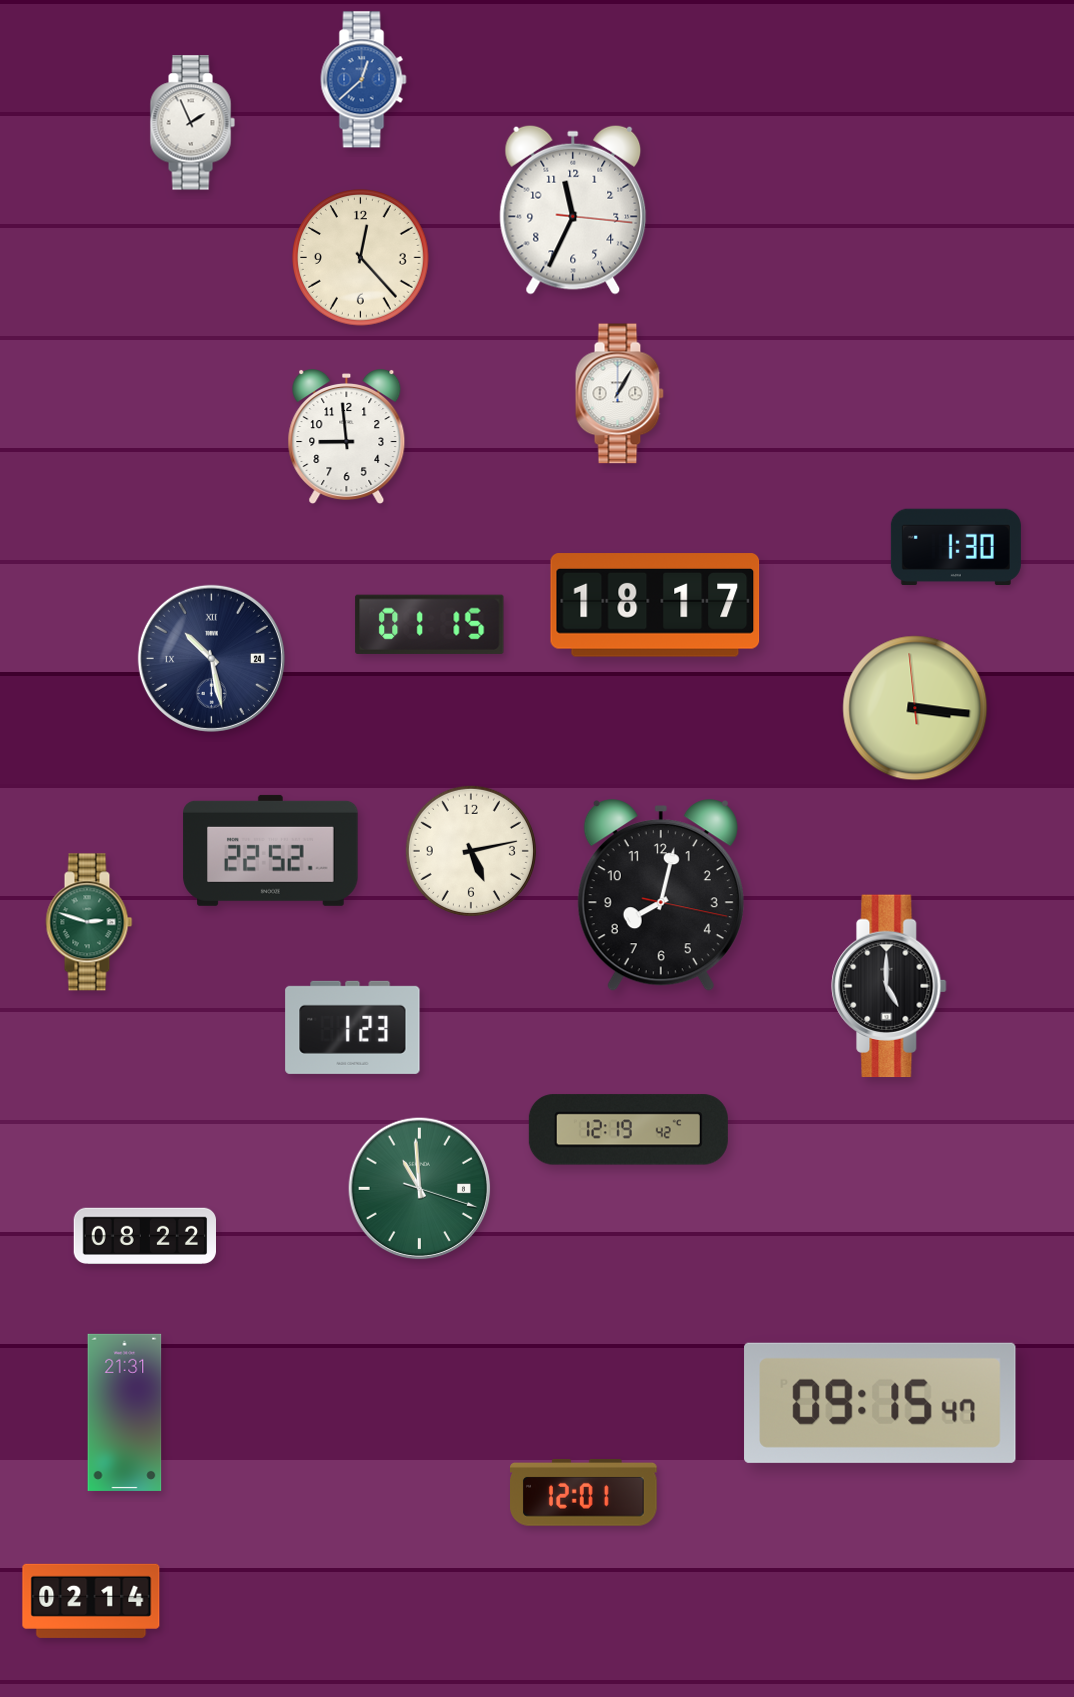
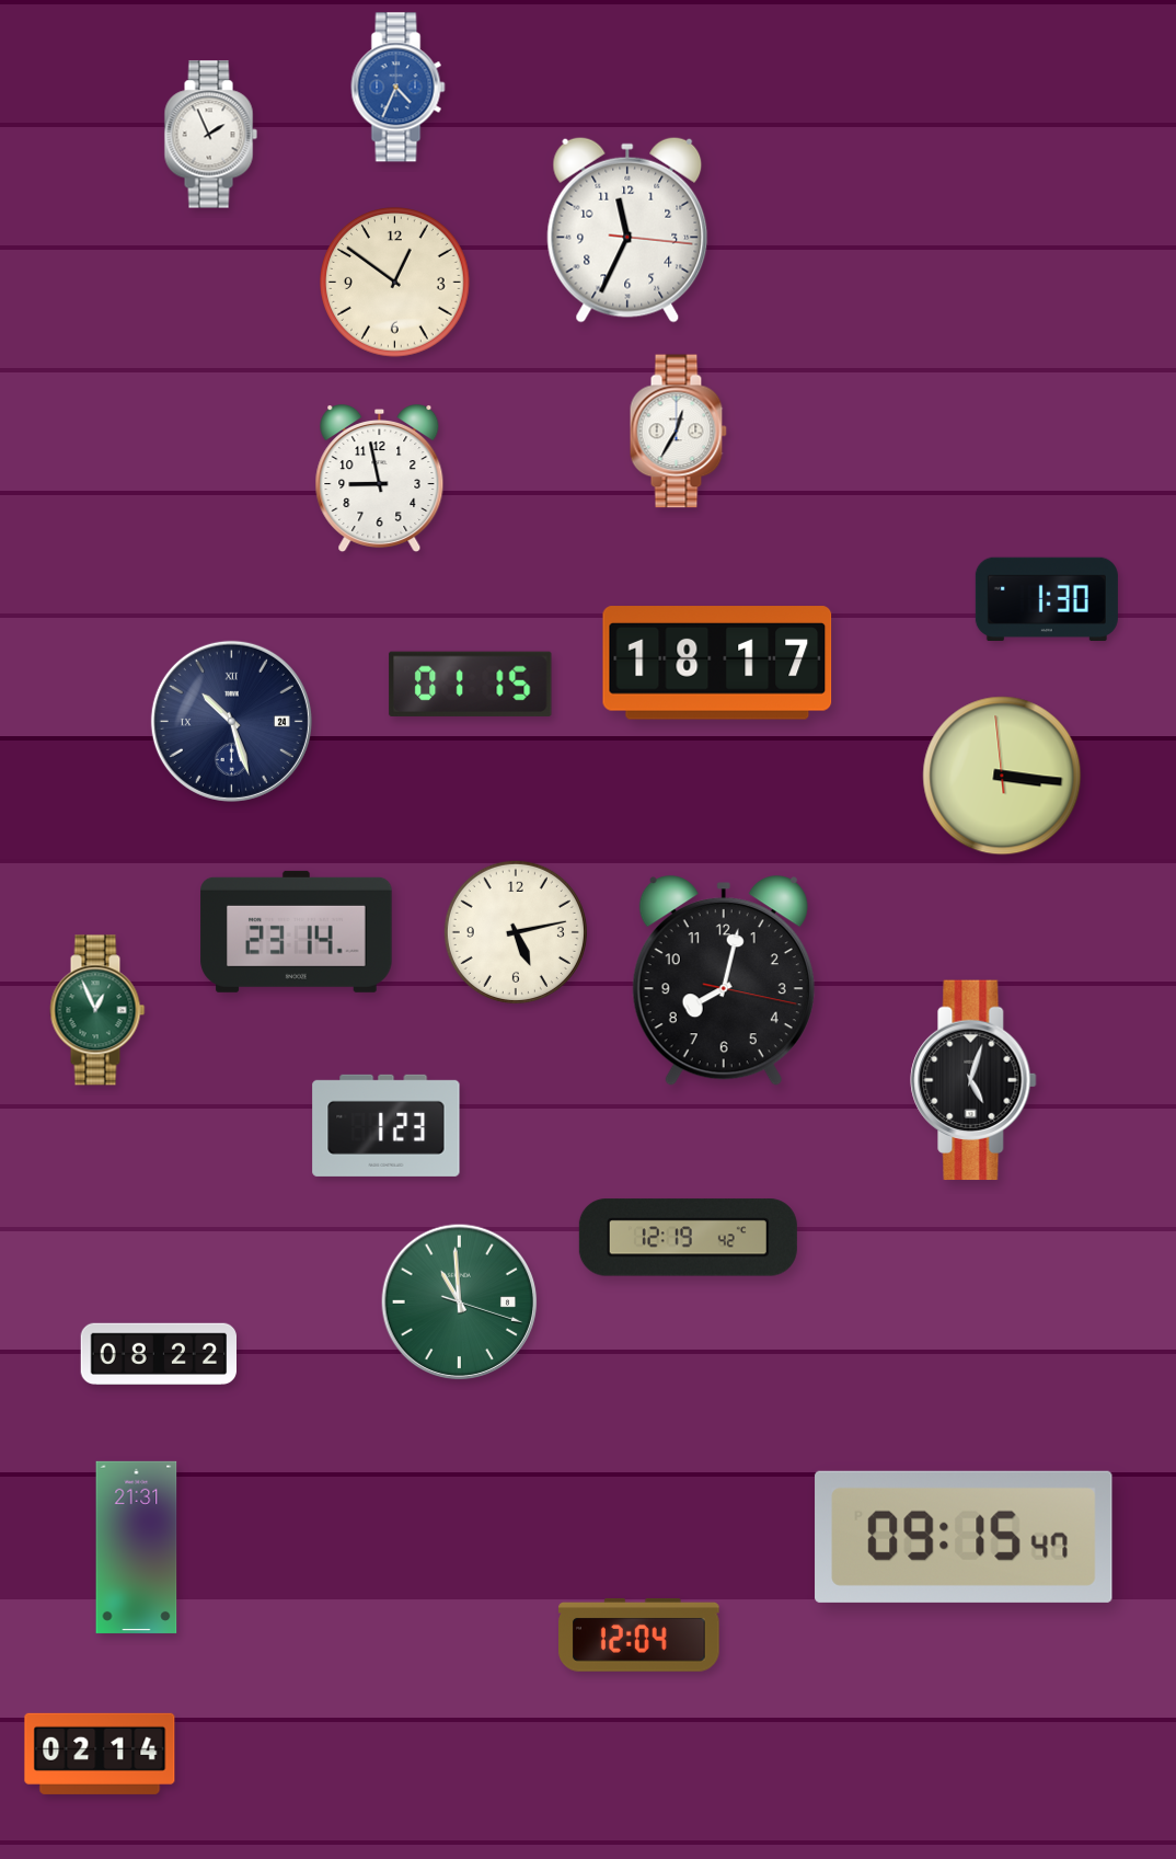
clock at (364, 80): 12:38 -> 4:34
clock at (361, 258): 12:23 -> 12:51
clock at (619, 394): 1:05 -> 12:35
clock at (347, 437): 8:59 -> 8:58
clock at (211, 658): 10:28 -> 10:27
clock at (271, 850): 22:52 -> 23:14
clock at (89, 922): 2:48 -> 12:56
clock at (889, 986): 5:00 -> 5:03
clock at (584, 1493): 12:01 -> 12:04
